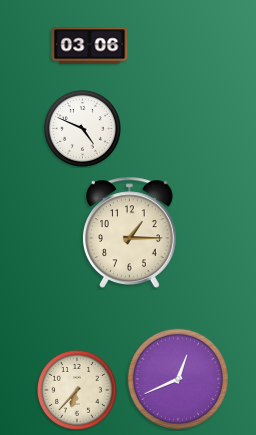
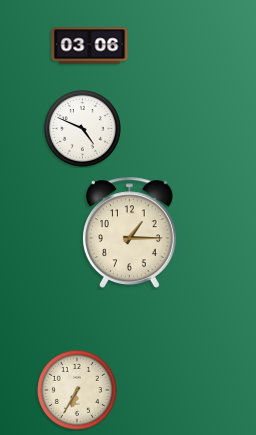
clock at (177, 378): 12:41 -> none
clock at (77, 390): 6:37 -> 6:35
